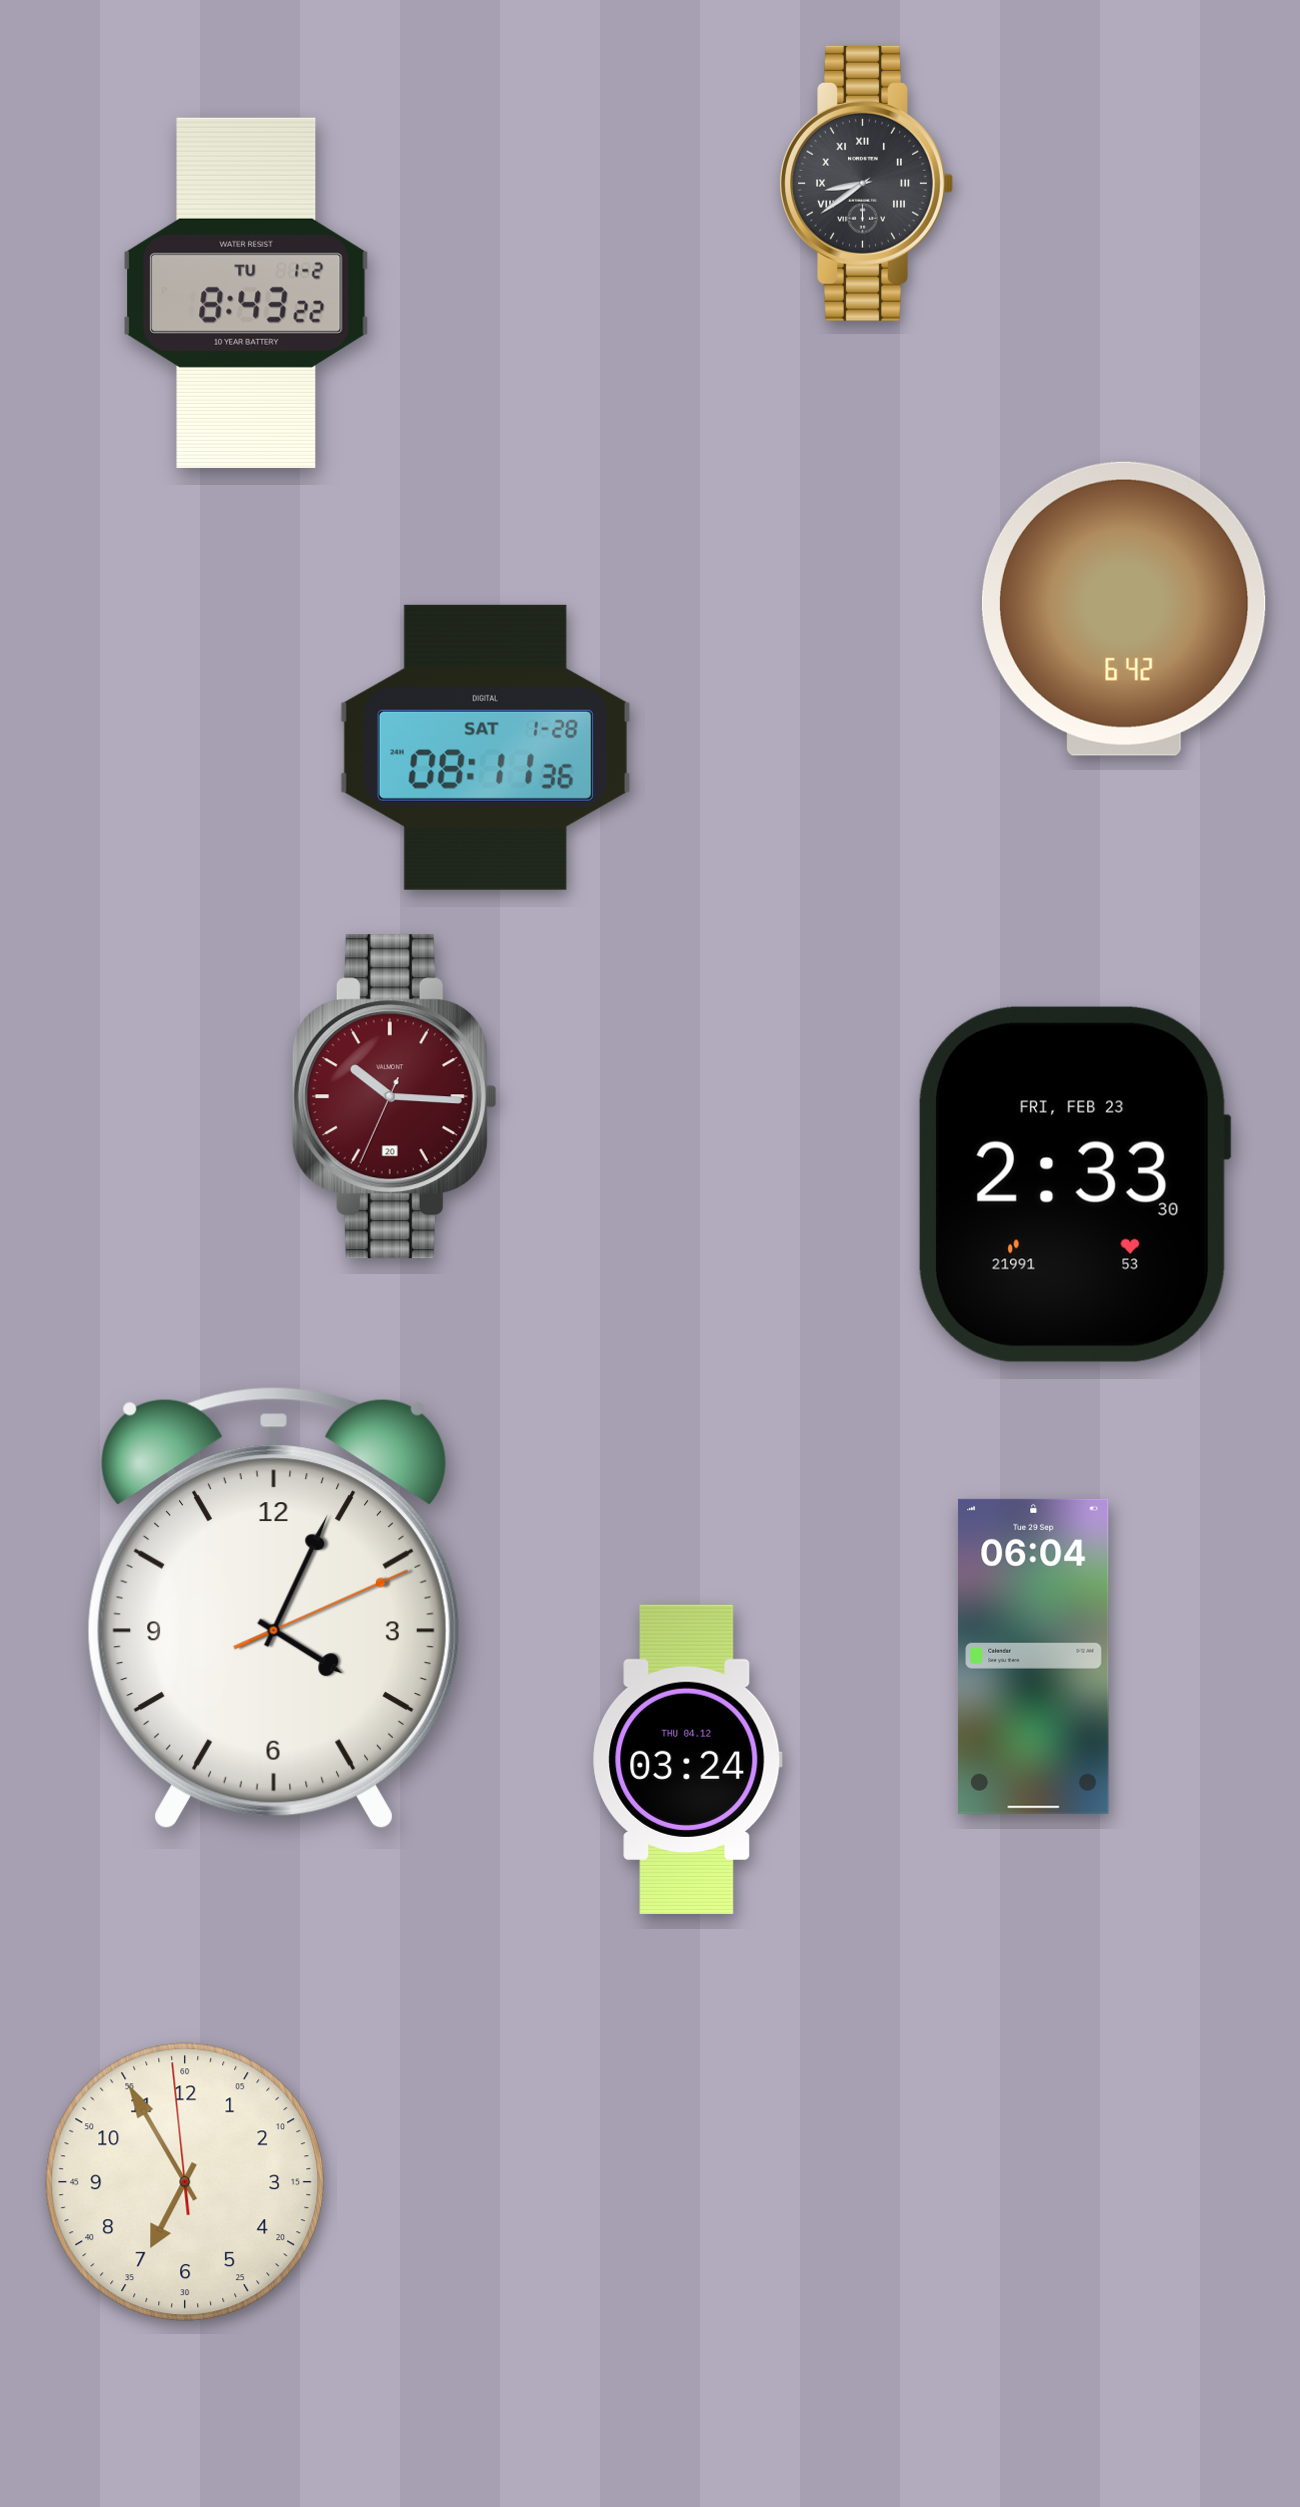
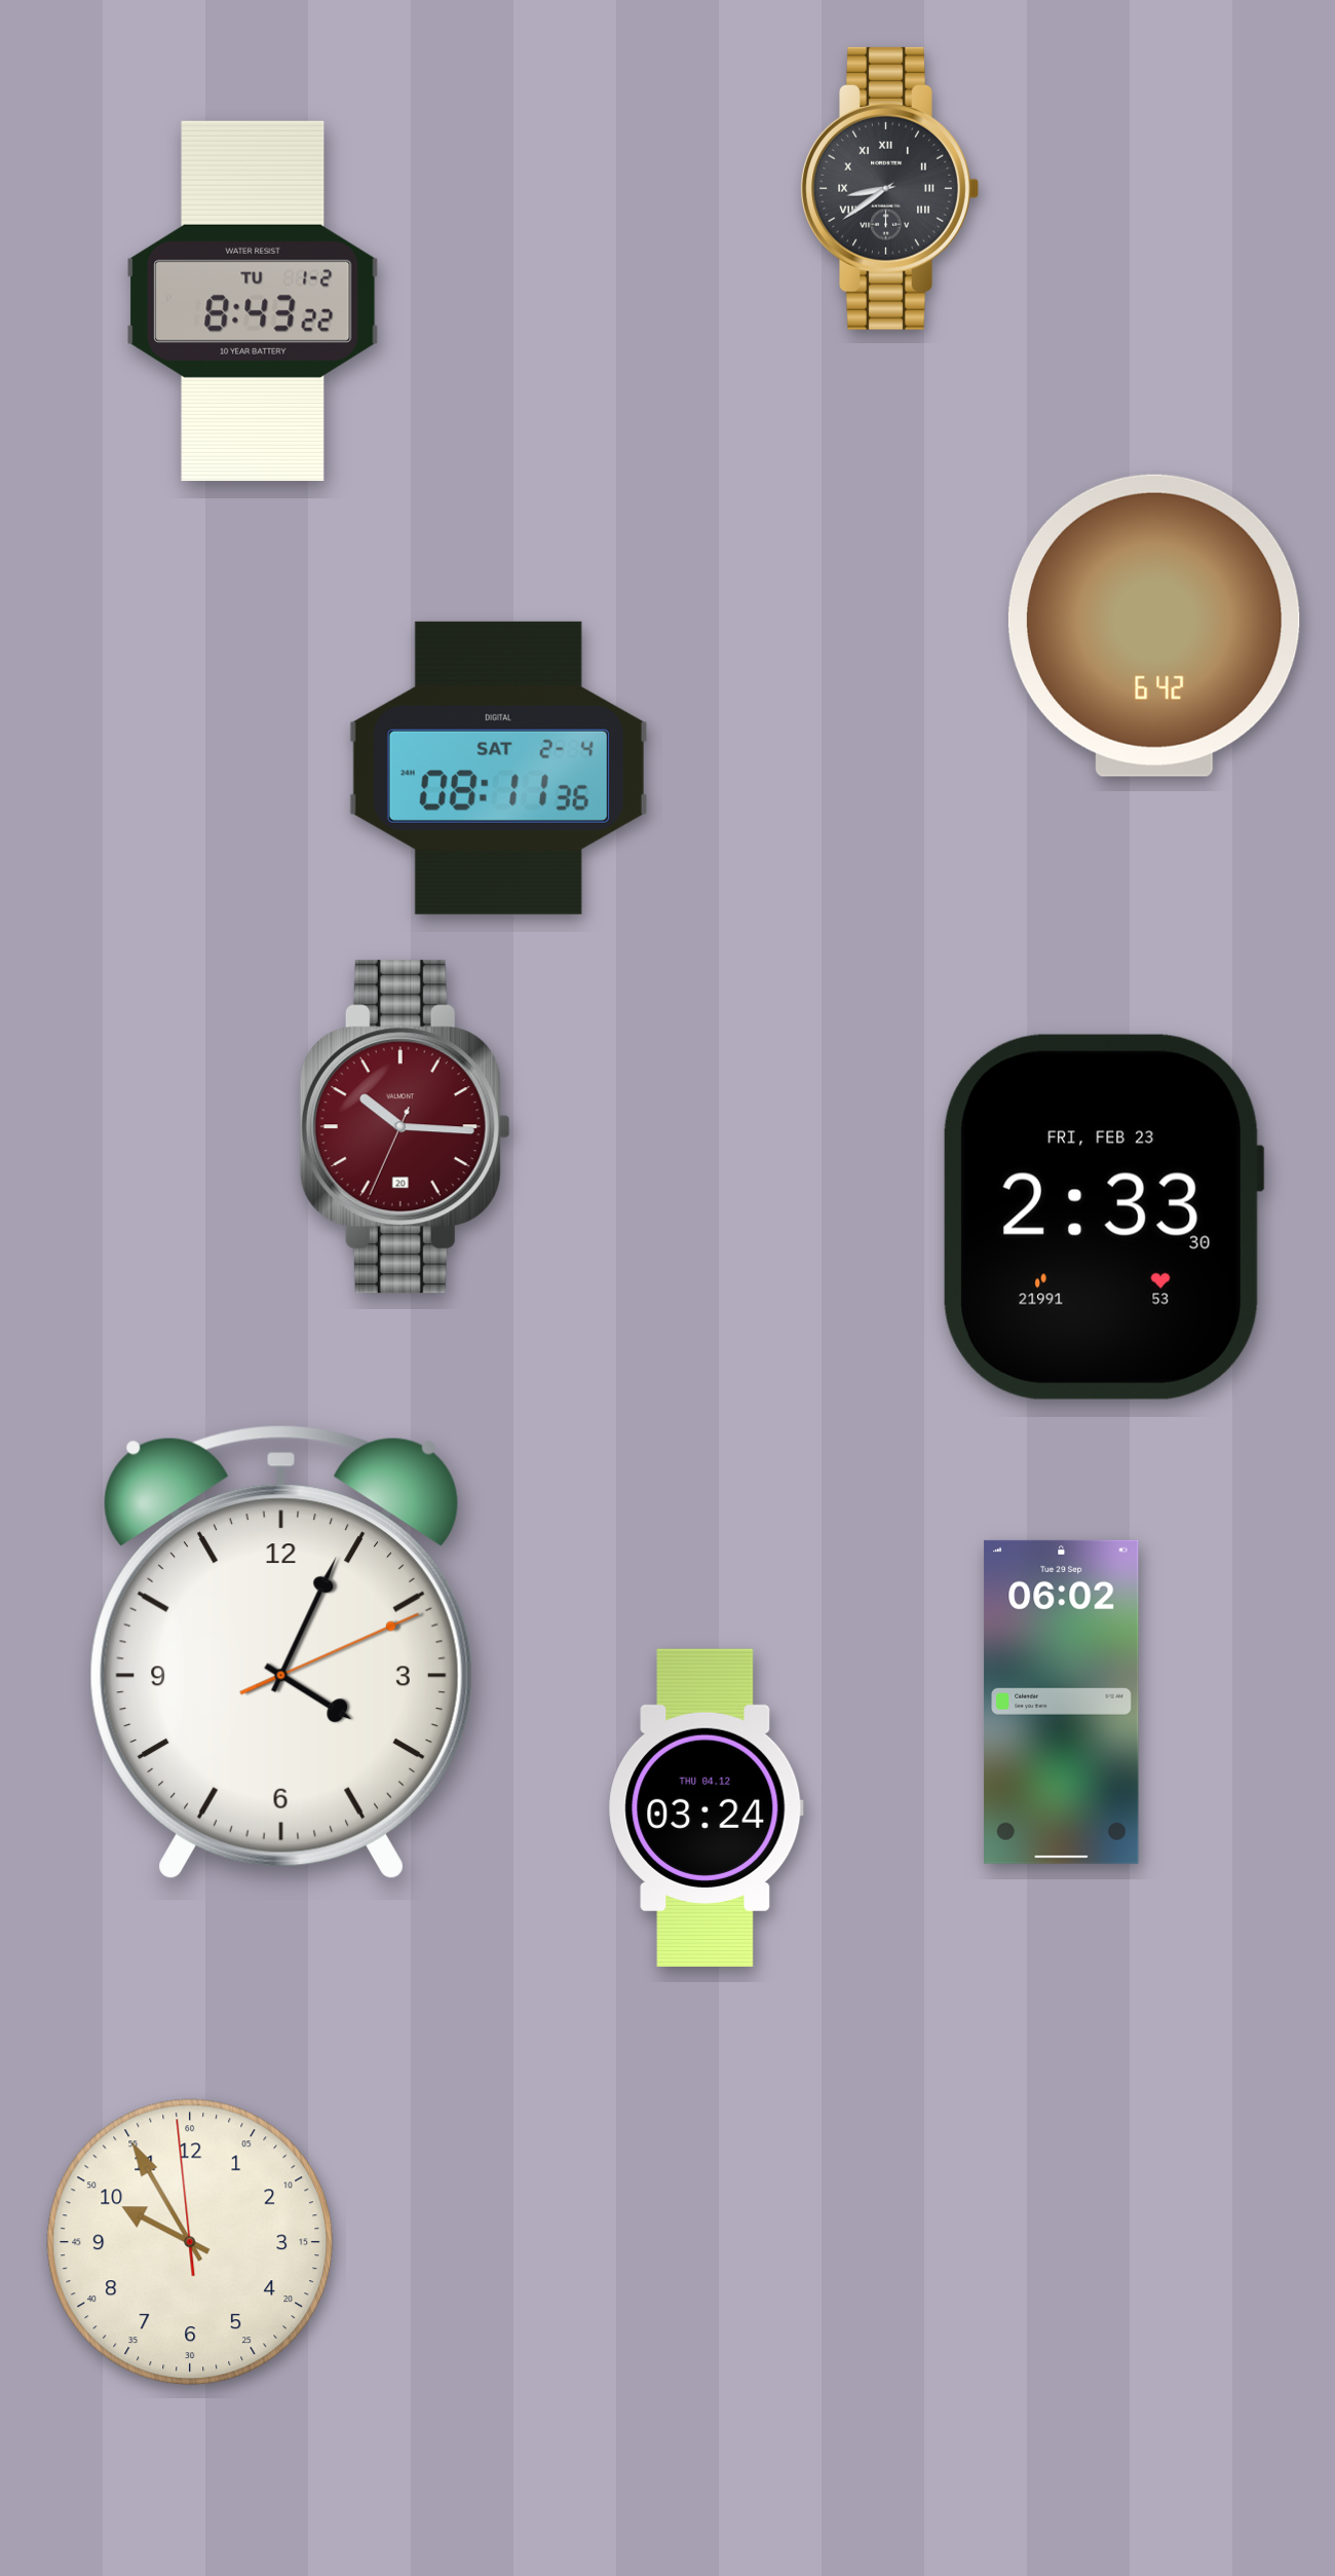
clock at (485, 747) date: SAT 1-28 -> SAT 2-4
clock at (1034, 1656): 06:04 -> 06:02
clock at (185, 2182): 6:54 -> 9:54
